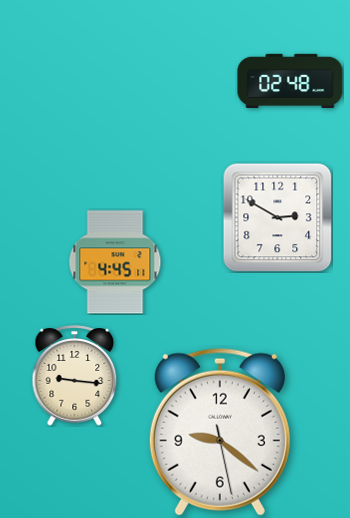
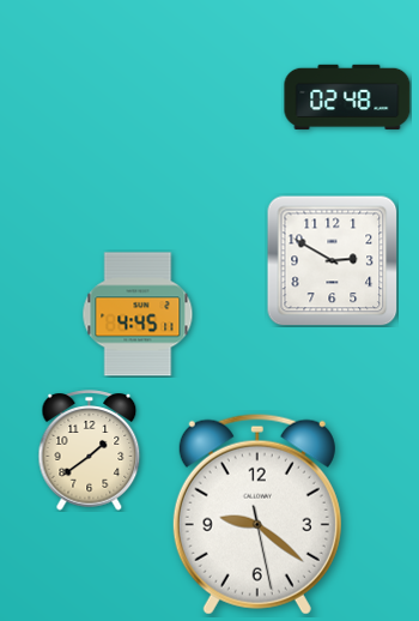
clock at (75, 376): 9:16 -> 1:39
clock at (220, 432) position: (220, 432) -> (257, 514)
